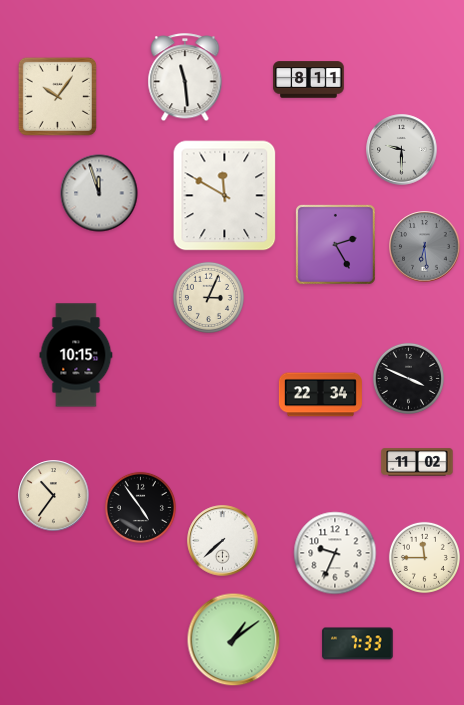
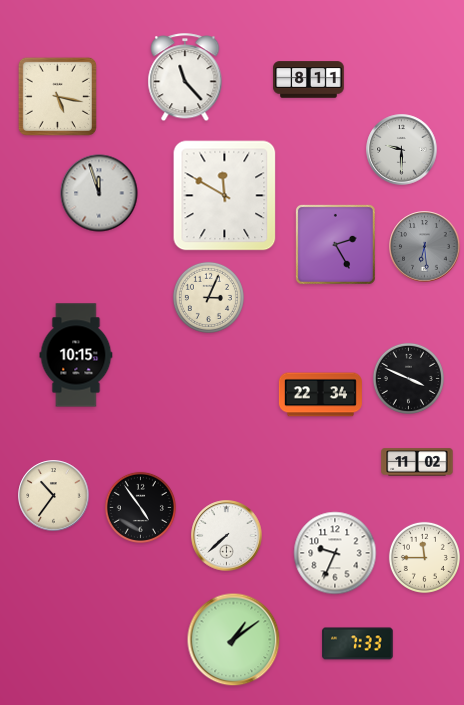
clock at (185, 78): 11:29 -> 11:23
clock at (57, 96): 10:06 -> 5:17
clock at (223, 541) position: (223, 541) -> (227, 536)
